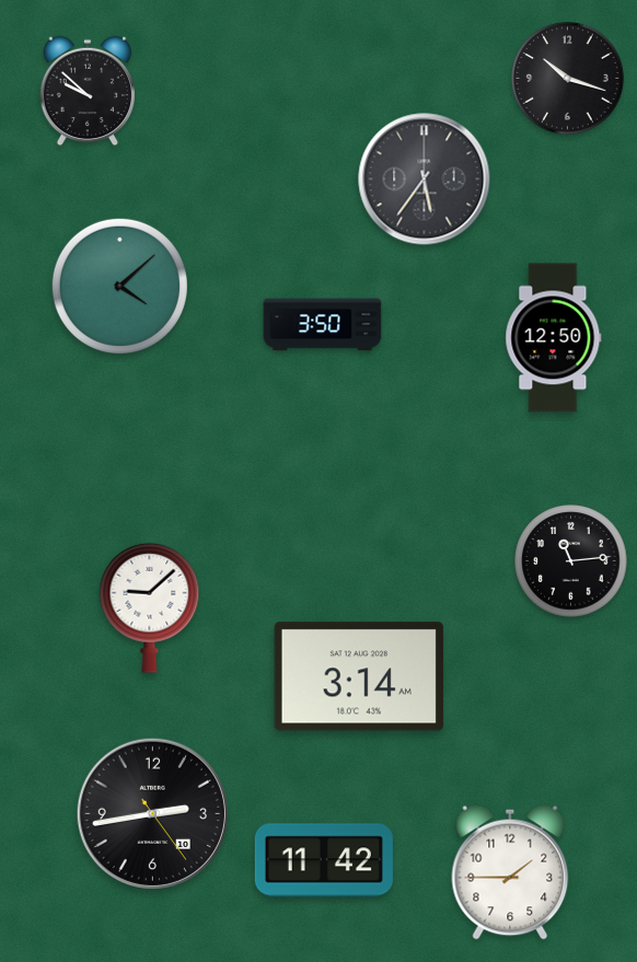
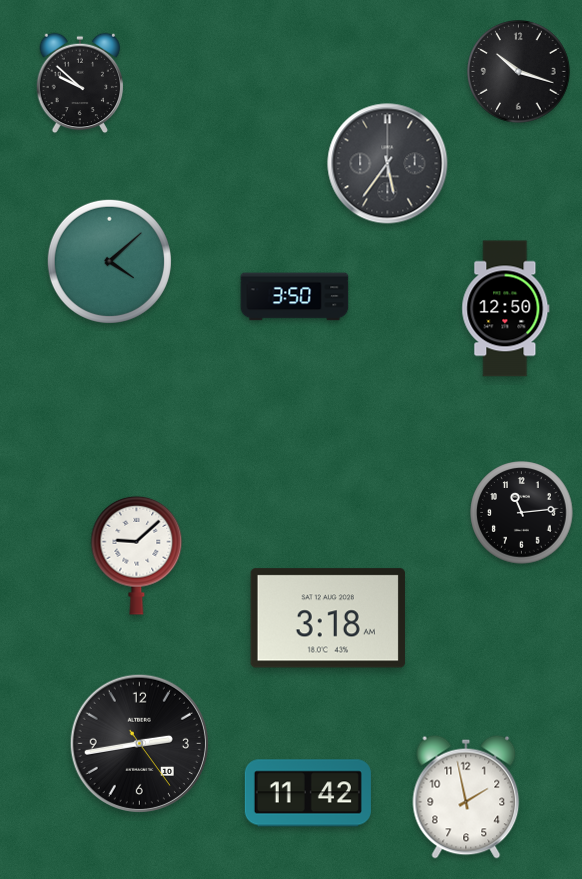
clock at (359, 676): 3:14 -> 3:18
clock at (324, 860) position: (324, 860) -> (308, 793)
clock at (510, 872): 1:45 -> 1:58
